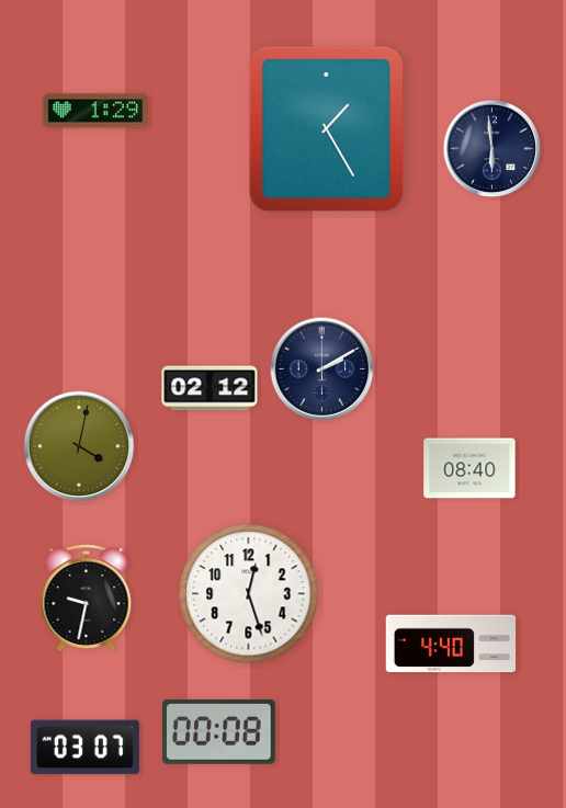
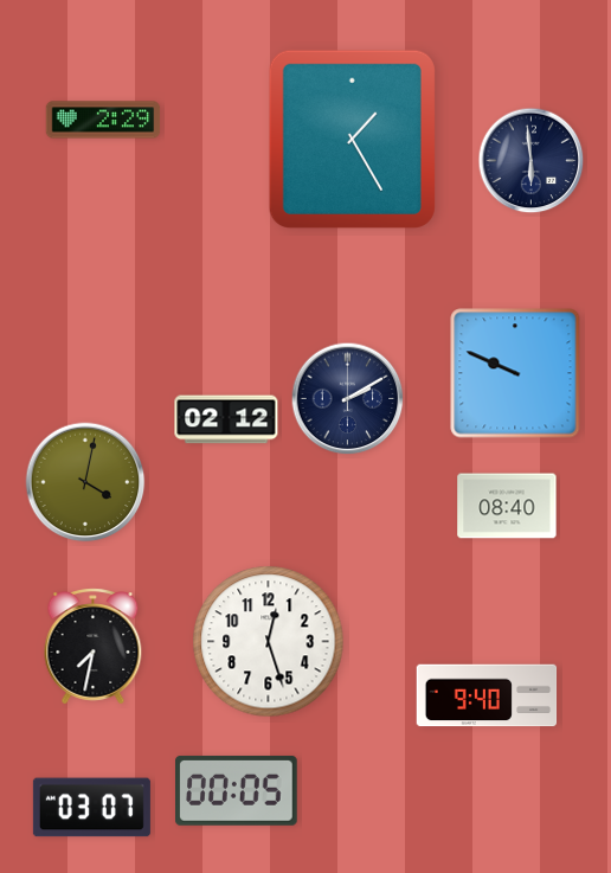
clock at (95, 111): 1:29 -> 2:29
clock at (515, 373): none -> 9:49
clock at (87, 599): 9:32 -> 7:32
clock at (451, 644): 4:40 -> 9:40
clock at (219, 732): 00:08 -> 00:05
